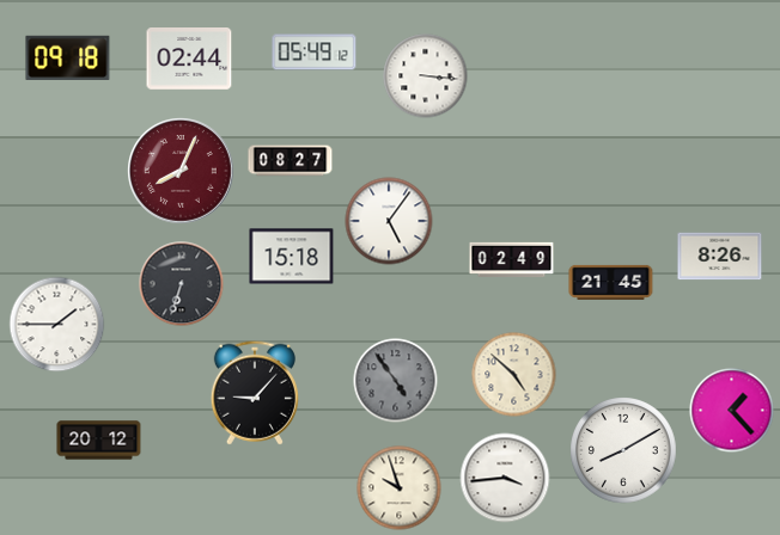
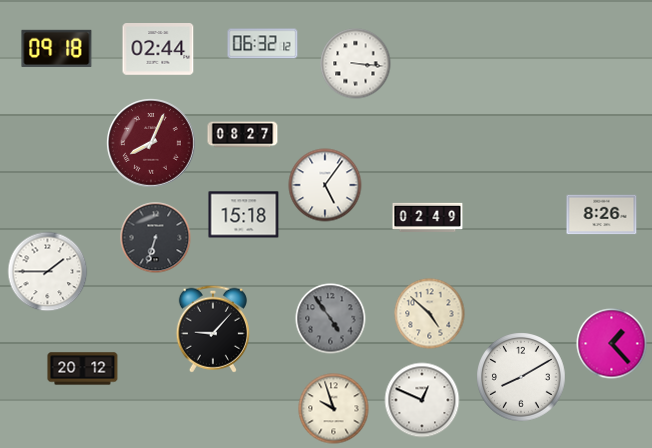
clock at (315, 53): 05:49 -> 06:32
clock at (611, 282): 21:45 -> none
clock at (182, 284) position: (182, 284) -> (156, 238)
clock at (505, 478): 3:44 -> 12:49
